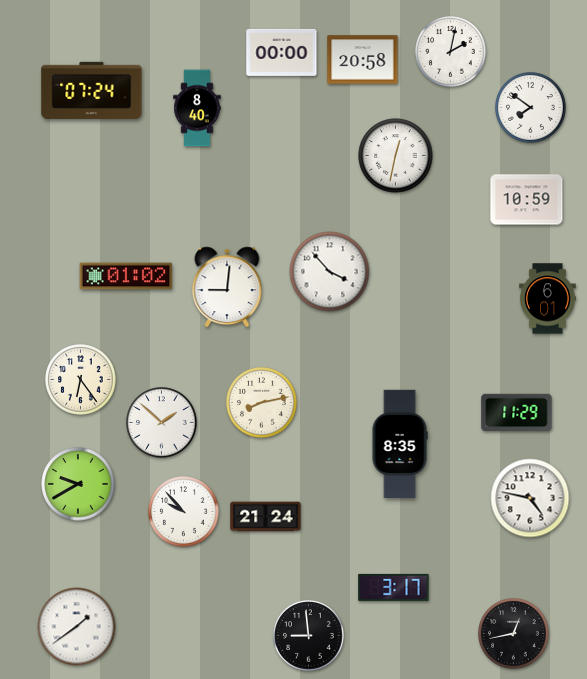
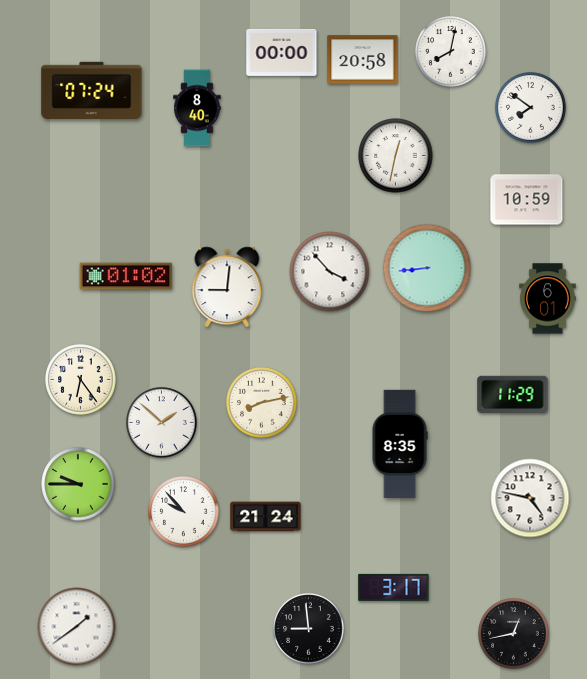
clock at (451, 52): 2:02 -> 8:02
clock at (427, 268): none -> 8:44
clock at (517, 412) position: (517, 412) -> (513, 394)
clock at (78, 484): 9:40 -> 9:45
clock at (309, 636) position: (309, 636) -> (309, 629)
